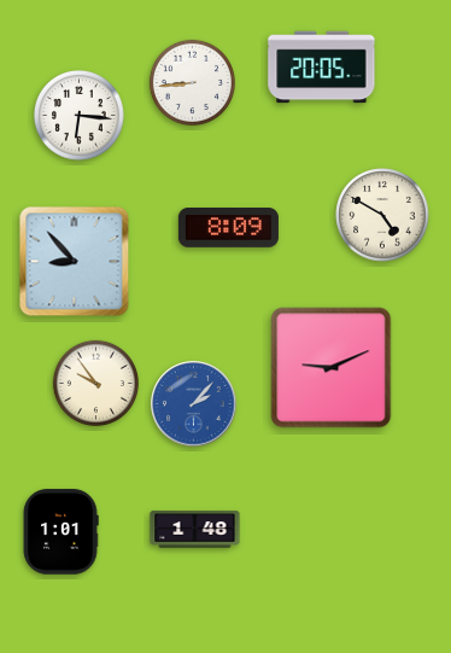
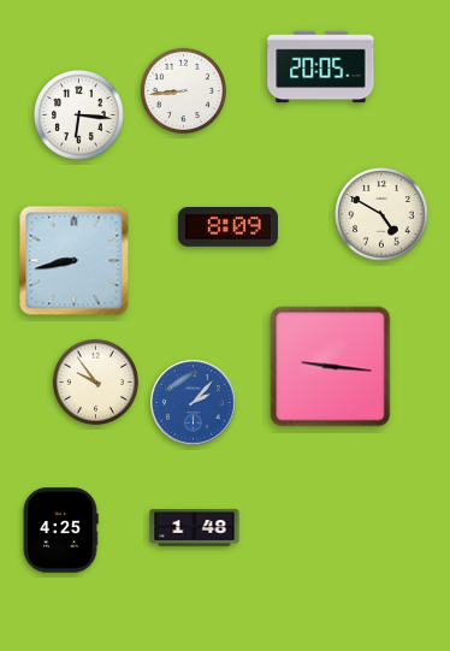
clock at (192, 82) position: (192, 82) -> (183, 90)
clock at (75, 262): 8:53 -> 8:43
clock at (332, 368): 9:11 -> 9:16
clock at (60, 532): 1:01 -> 4:25
